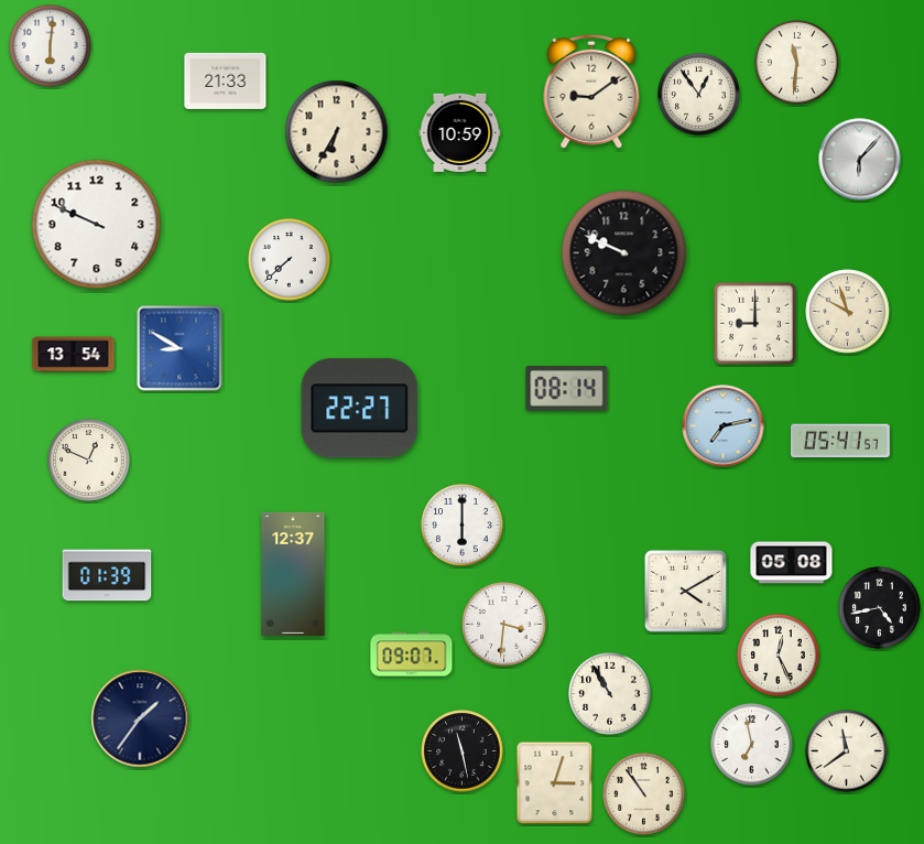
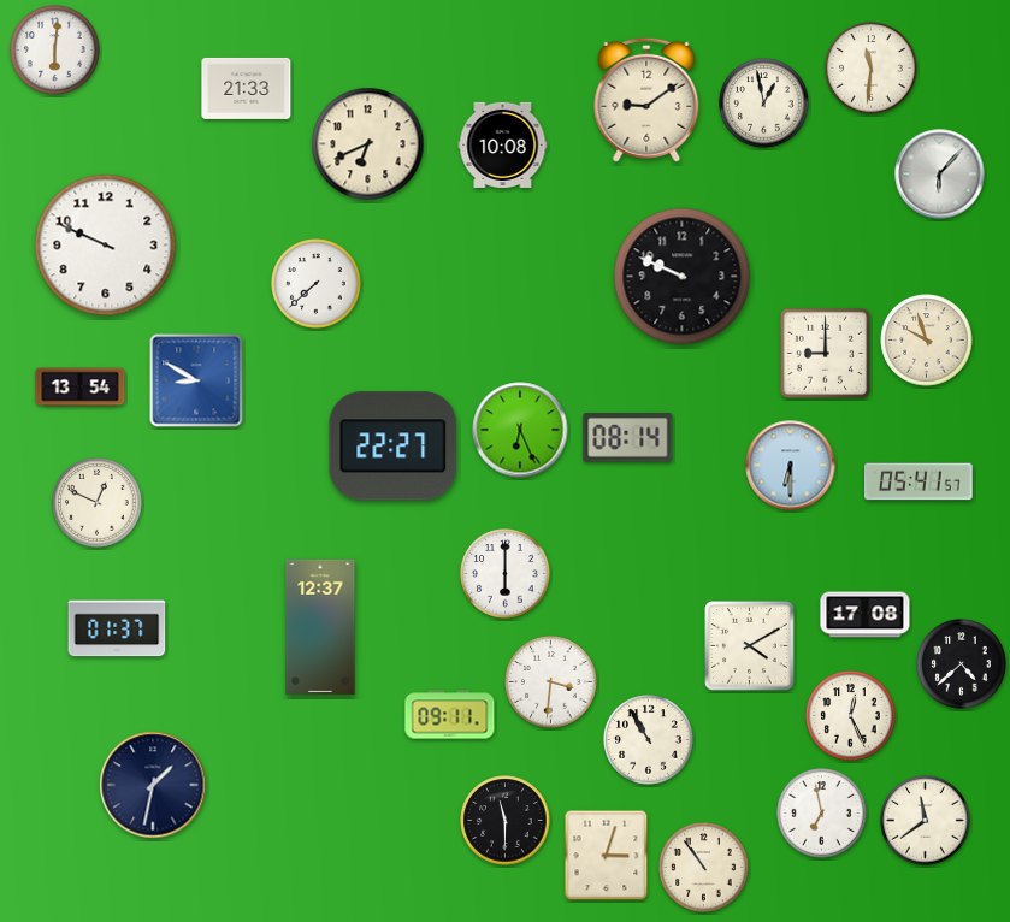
clock at (699, 95): 12:54 -> 12:58
clock at (337, 132): 6:35 -> 6:41
clock at (460, 132): 10:59 -> 10:08
clock at (567, 389) position: (567, 389) -> (628, 438)
clock at (520, 430): none -> 6:26
clock at (724, 426): 7:13 -> 6:30
clock at (792, 563): 05:08 -> 17:08
clock at (107, 575): 01:39 -> 01:37
clock at (880, 608): 4:43 -> 4:38
clock at (412, 654): 09:07 -> 09:11
clock at (610, 694) position: (610, 694) -> (649, 740)
clock at (140, 718): 1:36 -> 1:32
clock at (463, 751): 11:28 -> 11:30
